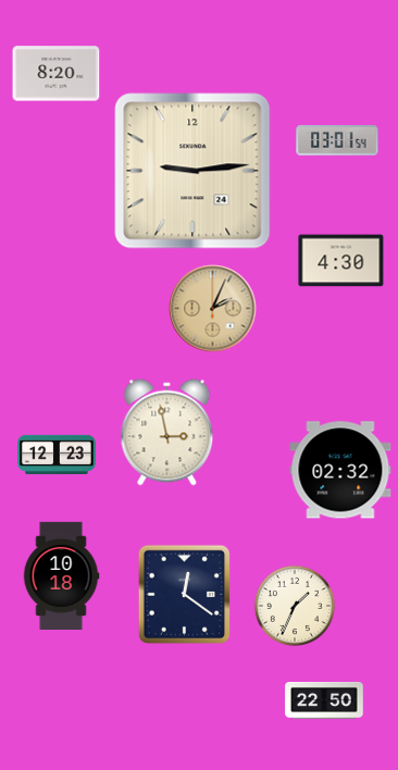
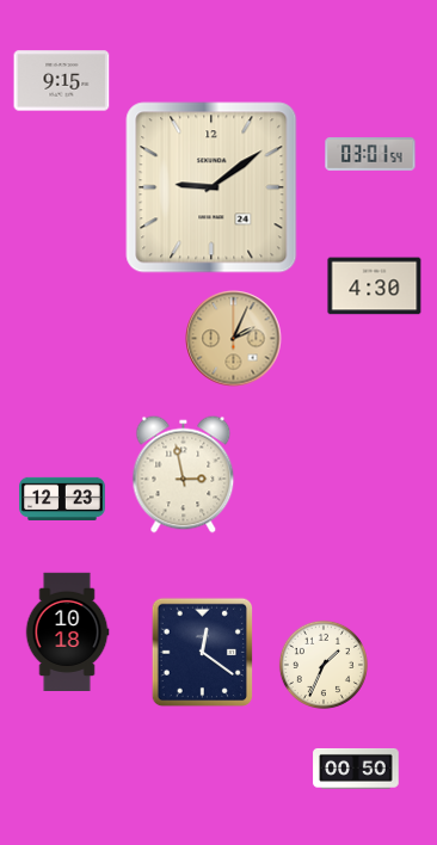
clock at (57, 74): 8:20 -> 9:15
clock at (192, 171): 9:14 -> 9:09
clock at (340, 470): 02:32 -> none
clock at (324, 700): 22:50 -> 00:50
